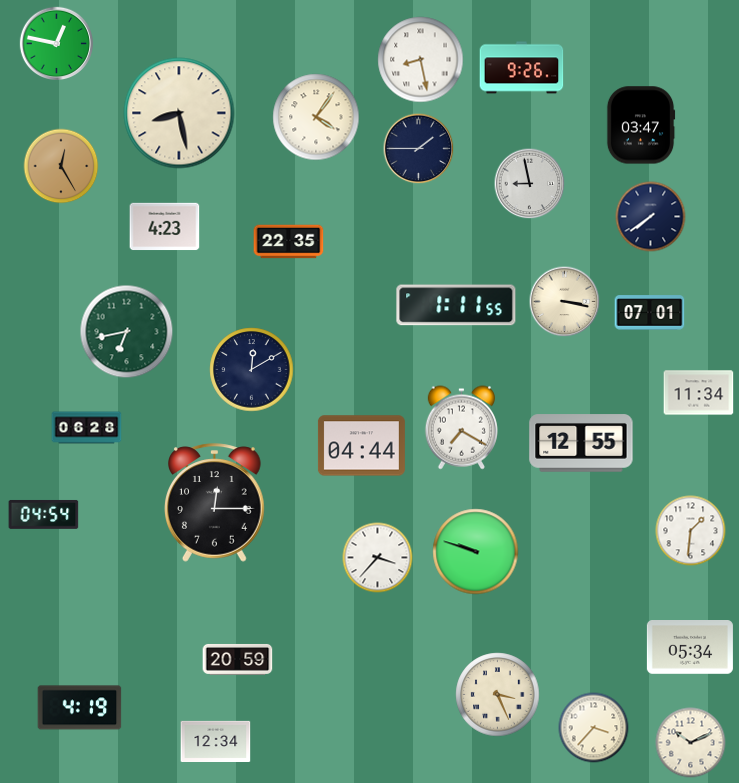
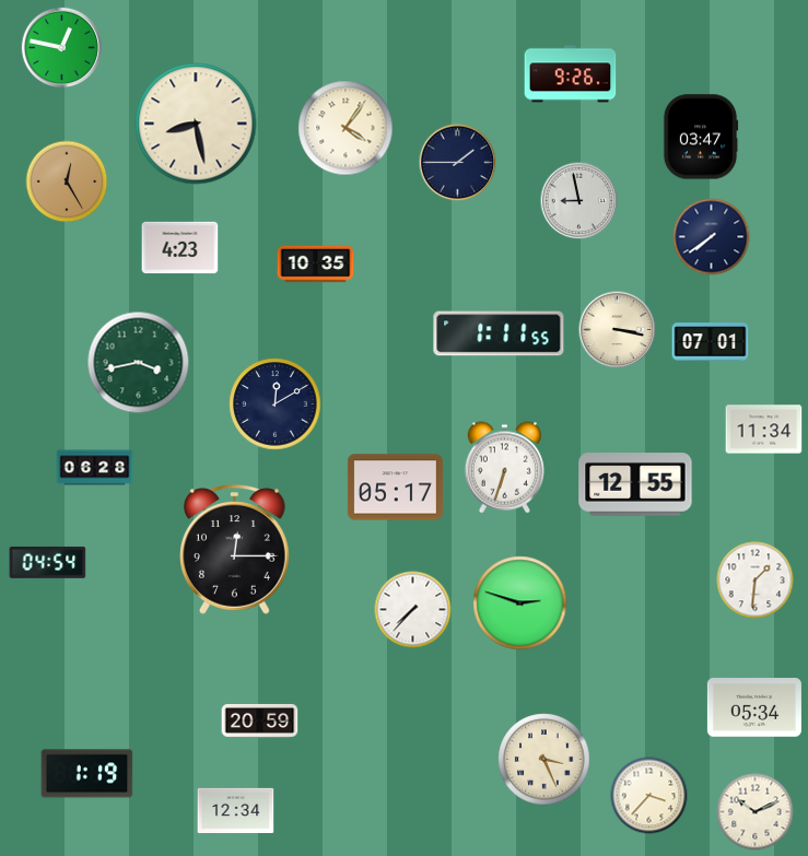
clock at (421, 60): 8:28 -> none
clock at (289, 242): 22:35 -> 10:35
clock at (127, 332): 6:43 -> 3:43
clock at (461, 428): 7:20 -> 6:33
clock at (361, 446): 04:44 -> 05:17
clock at (476, 552): 9:48 -> 2:48
clock at (378, 558): 3:37 -> 7:37
clock at (80, 708): 4:19 -> 1:19
